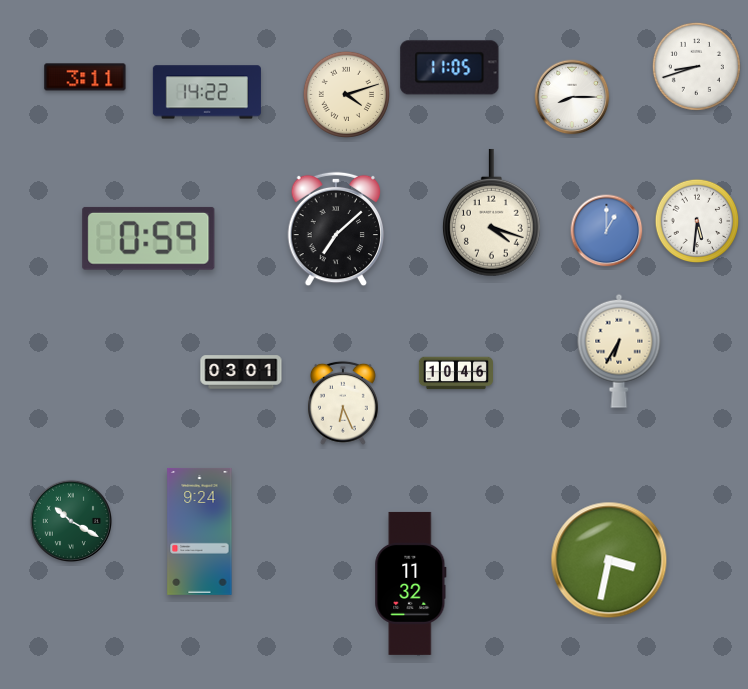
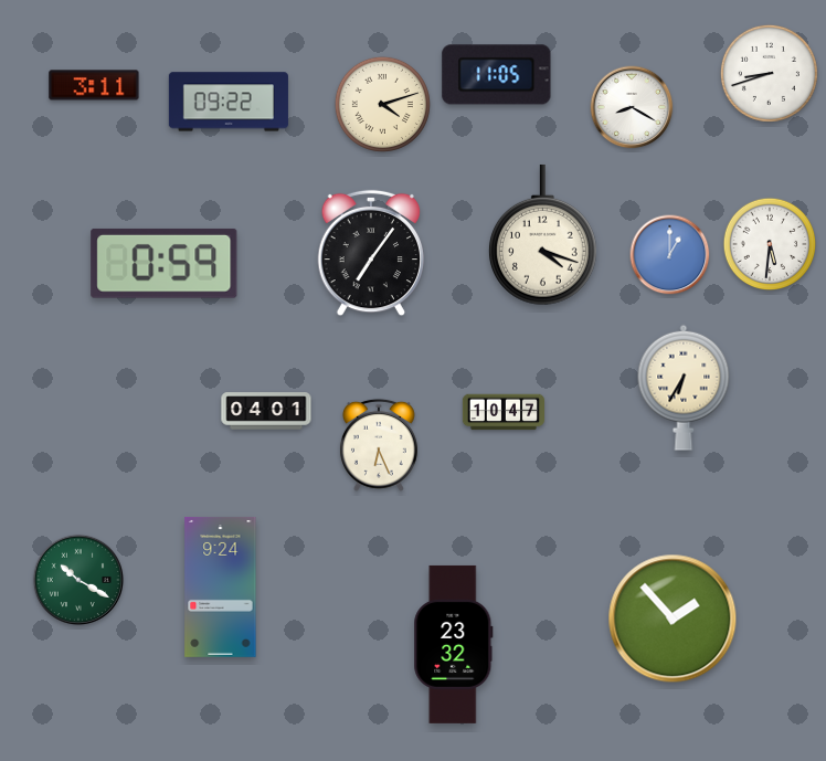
clock at (207, 92): 14:22 -> 09:22
clock at (572, 97): 8:15 -> 8:20
clock at (336, 229): 7:08 -> 7:06
clock at (241, 372): 03:01 -> 04:01
clock at (455, 373): 10:46 -> 10:47
clock at (70, 520) position: (70, 520) -> (77, 579)
clock at (609, 560): 3:32 -> 1:53
clock at (411, 583): 11:32 -> 23:32
